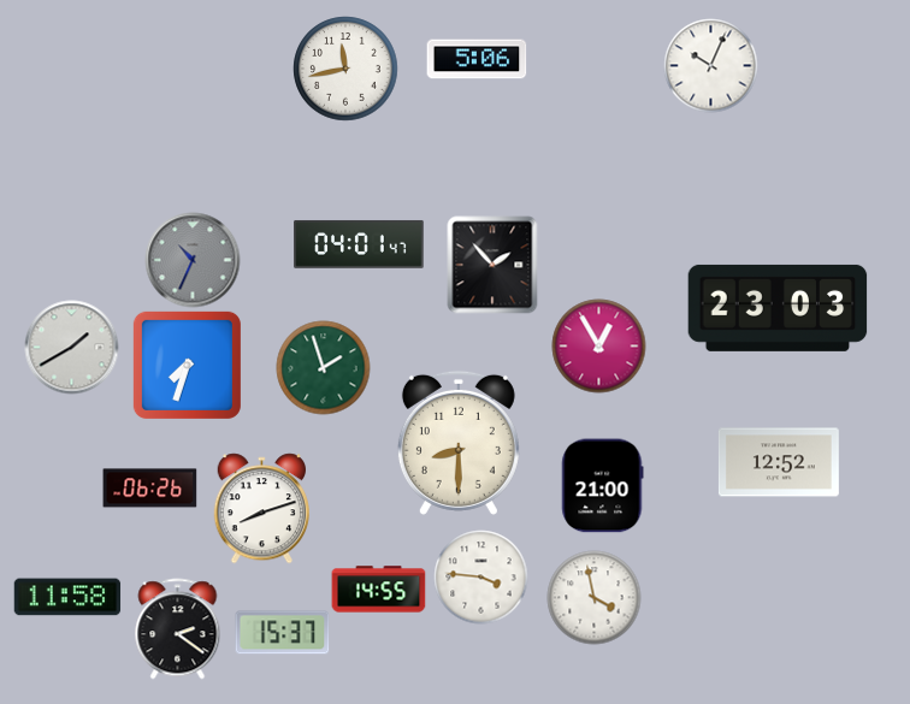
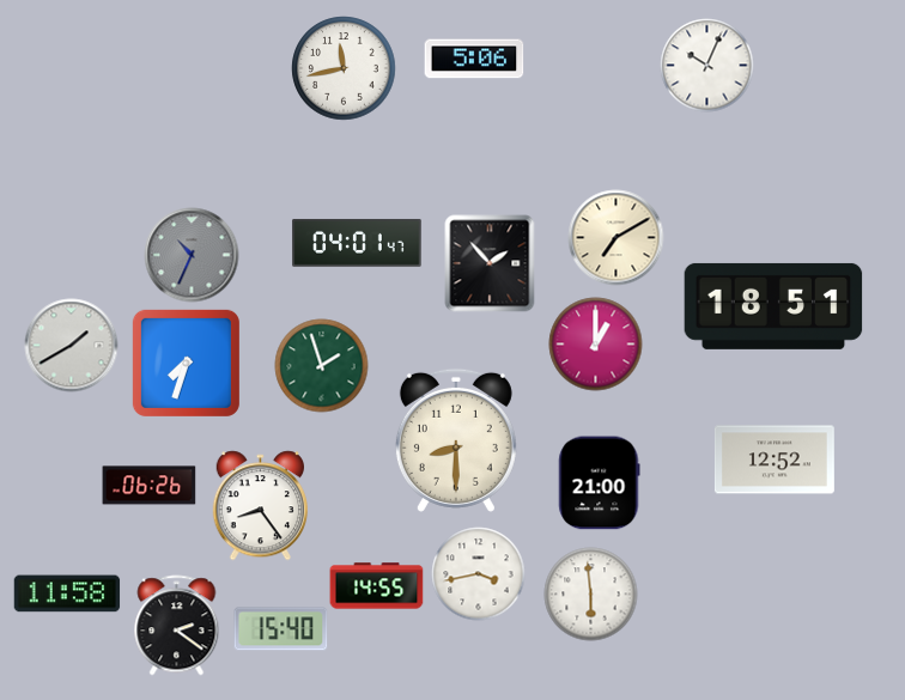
clock at (615, 237): none -> 7:10
clock at (193, 260) position: (193, 260) -> (192, 255)
clock at (778, 308): 23:03 -> 18:51
clock at (598, 345): 12:55 -> 1:00
clock at (262, 508): 8:12 -> 8:24
clock at (480, 576): 3:46 -> 3:43
clock at (593, 597): 3:58 -> 5:59
clock at (282, 633): 15:37 -> 15:40
